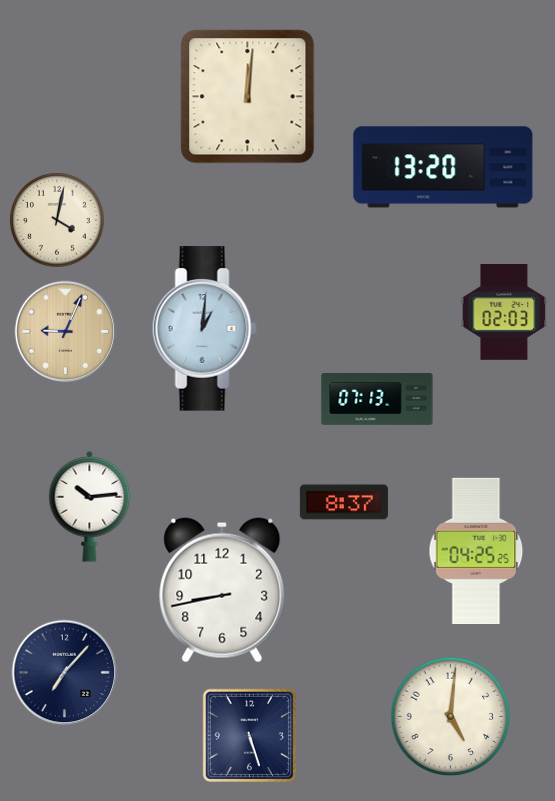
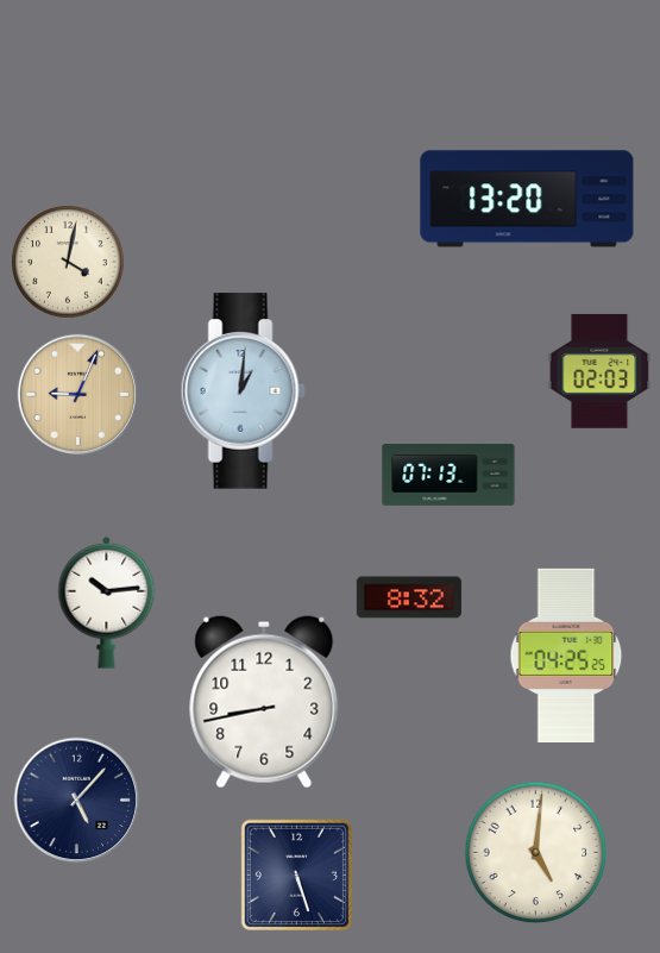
clock at (248, 97): 12:01 -> none
clock at (344, 502): 8:37 -> 8:32
clock at (64, 672): 7:07 -> 5:07
